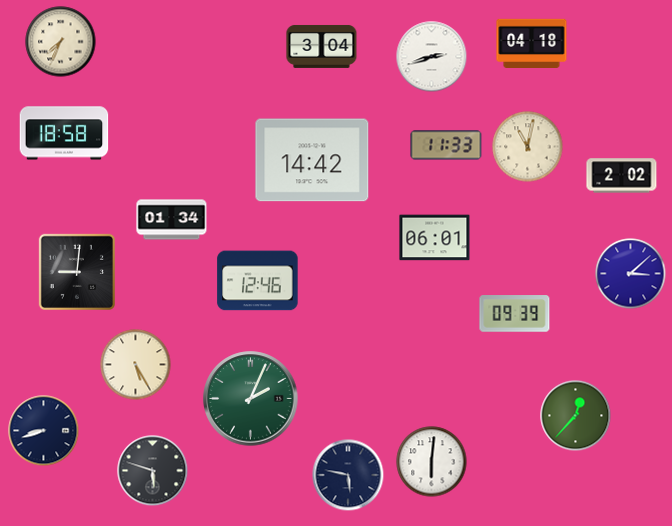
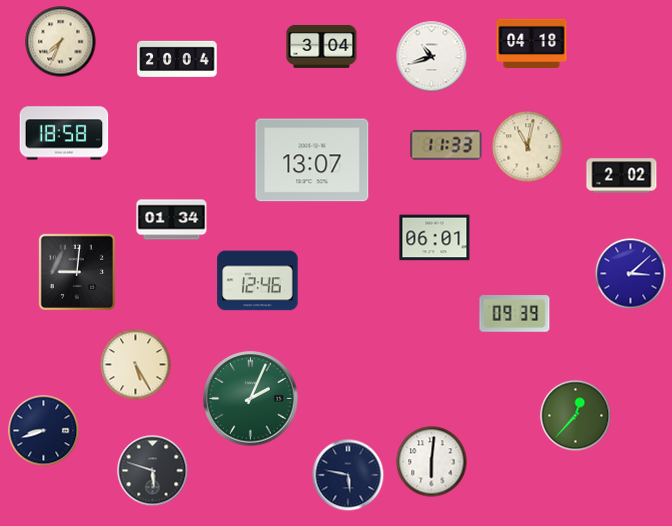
clock at (432, 57): 2:42 -> 10:42
clock at (177, 58): none -> 20:04
clock at (312, 160): 14:42 -> 13:07
